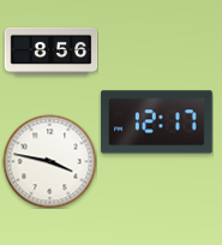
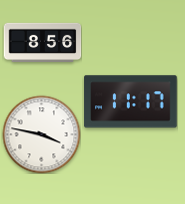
clock at (157, 122): 12:17 -> 11:17
